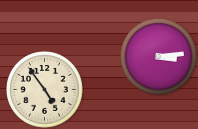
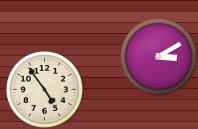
clock at (159, 57): 3:14 -> 3:10
